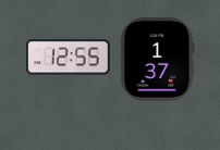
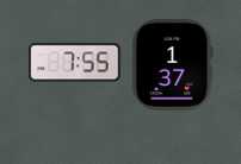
clock at (69, 58): 12:55 -> 7:55
